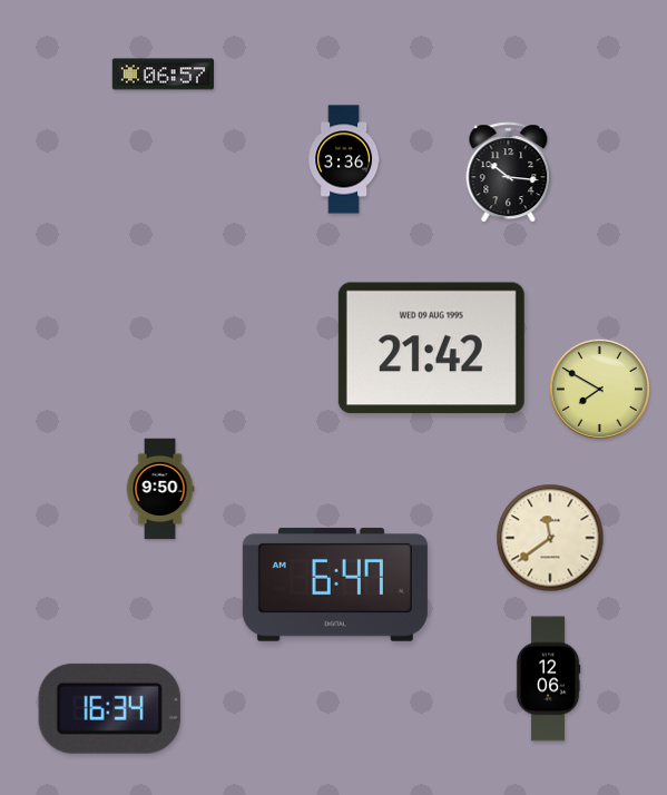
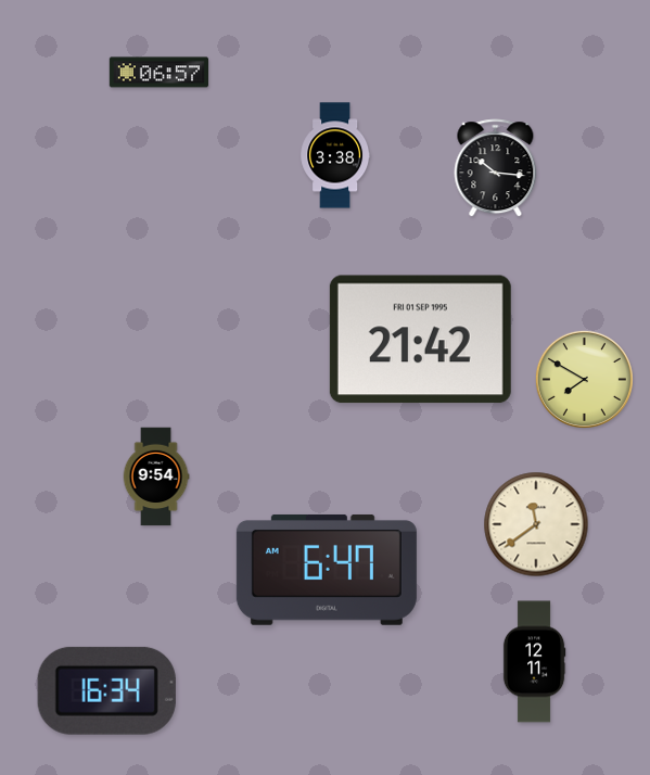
clock at (343, 159): 3:36 -> 3:38
clock at (431, 349) date: WED 09 AUG 1995 -> FRI 01 SEP 1995
clock at (160, 489): 9:50 -> 9:54
clock at (548, 679): 12:06 -> 12:11
